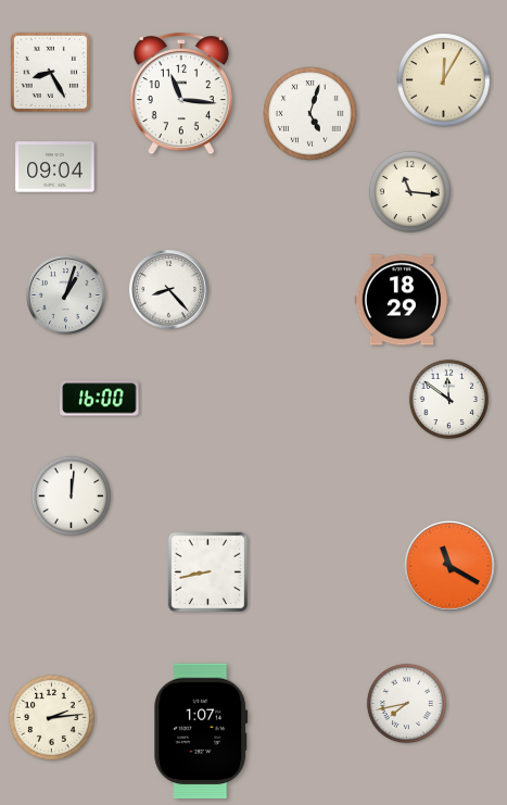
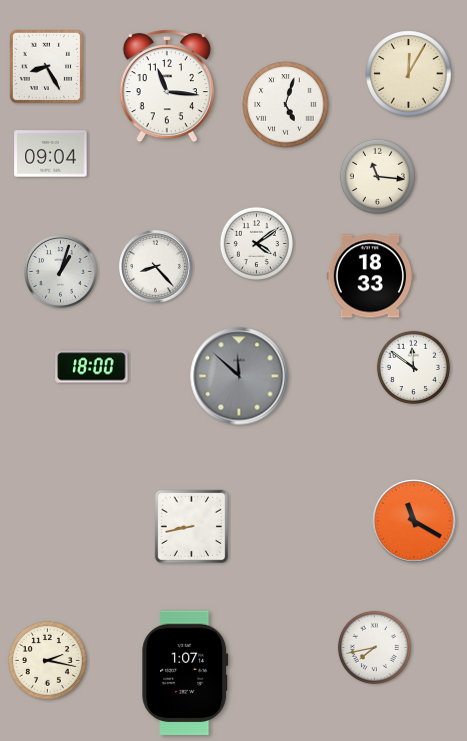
clock at (256, 243): none -> 4:09
clock at (402, 300): 18:29 -> 18:33
clock at (100, 399): 16:00 -> 18:00
clock at (239, 376): none -> 11:52
clock at (71, 495): 12:01 -> none
clock at (51, 717): 2:14 -> 2:17
